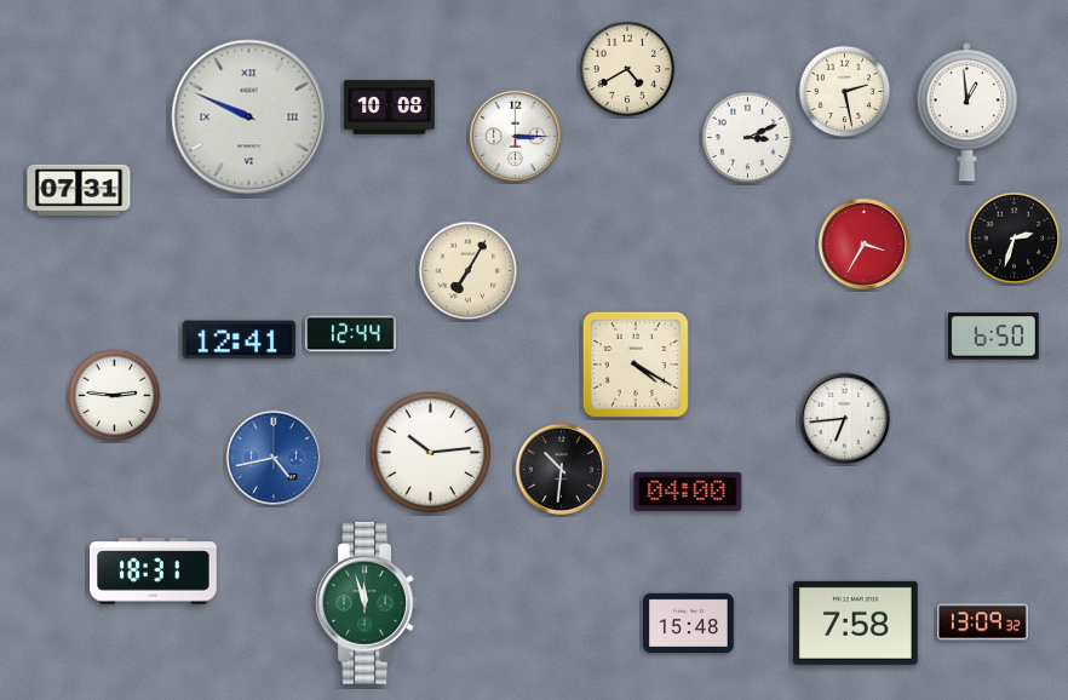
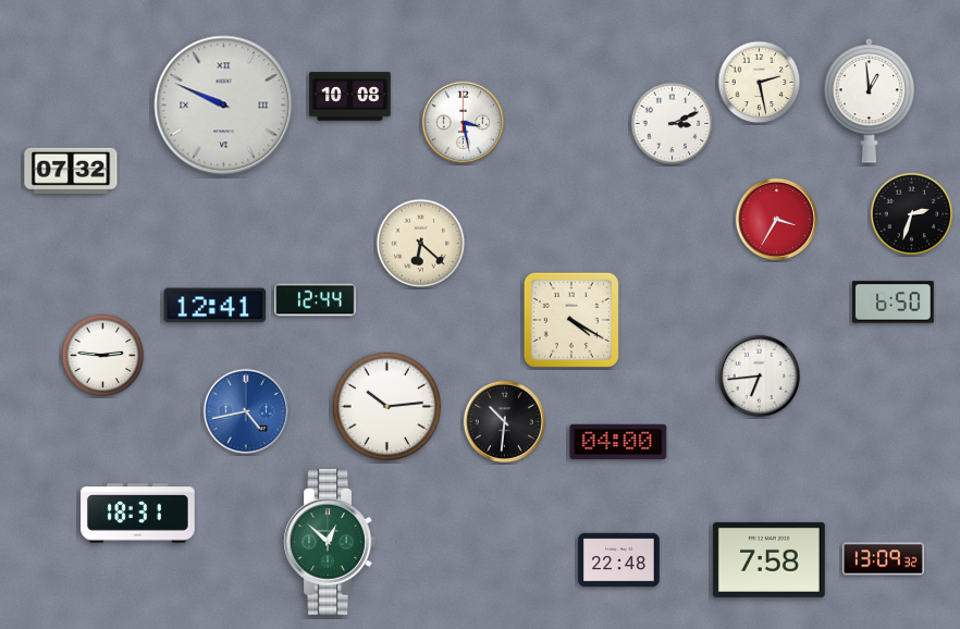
clock at (627, 69): 4:40 -> none
clock at (515, 136): 3:15 -> 3:28
clock at (79, 190): 07:31 -> 07:32
clock at (469, 271): 7:05 -> 6:22
clock at (636, 365) position: (636, 365) -> (571, 320)
clock at (367, 603): 11:57 -> 12:52
clock at (689, 624): 15:48 -> 22:48
